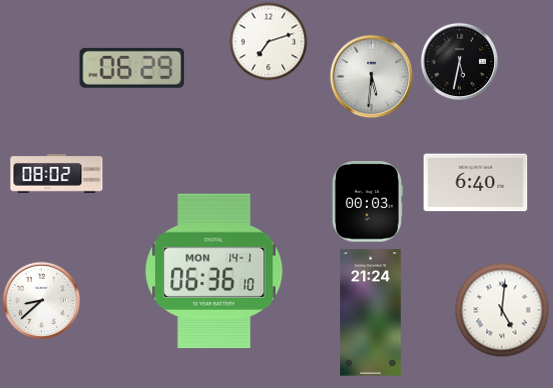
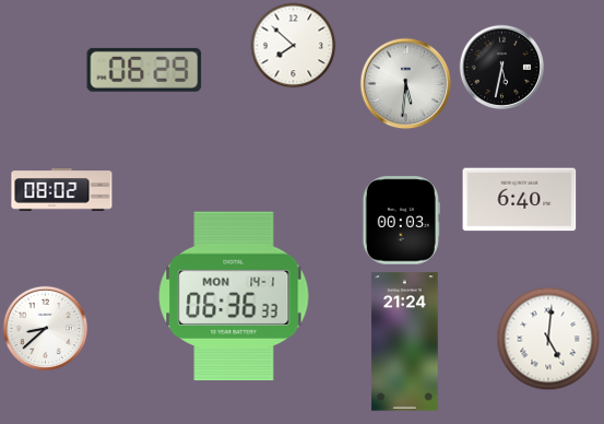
clock at (268, 41): 7:12 -> 7:52
clock at (132, 68) position: (132, 68) -> (144, 70)
clock at (214, 271): 06:36:10 -> 06:36:33
